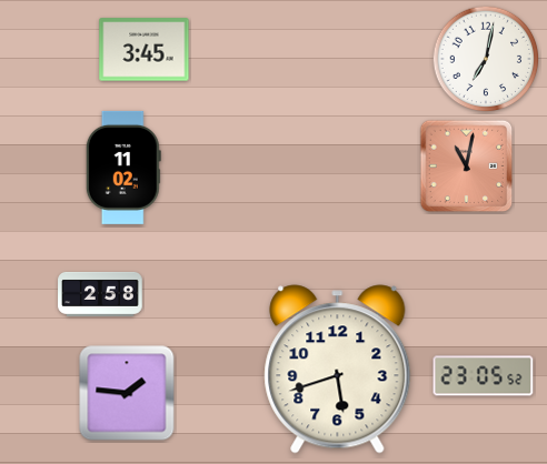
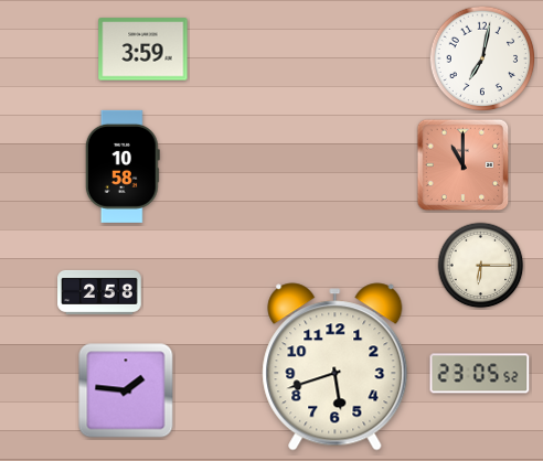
clock at (145, 50): 3:45 -> 3:59
clock at (467, 167): 11:02 -> 11:00
clock at (123, 168): 11:02 -> 10:58
clock at (481, 266): none -> 6:15
